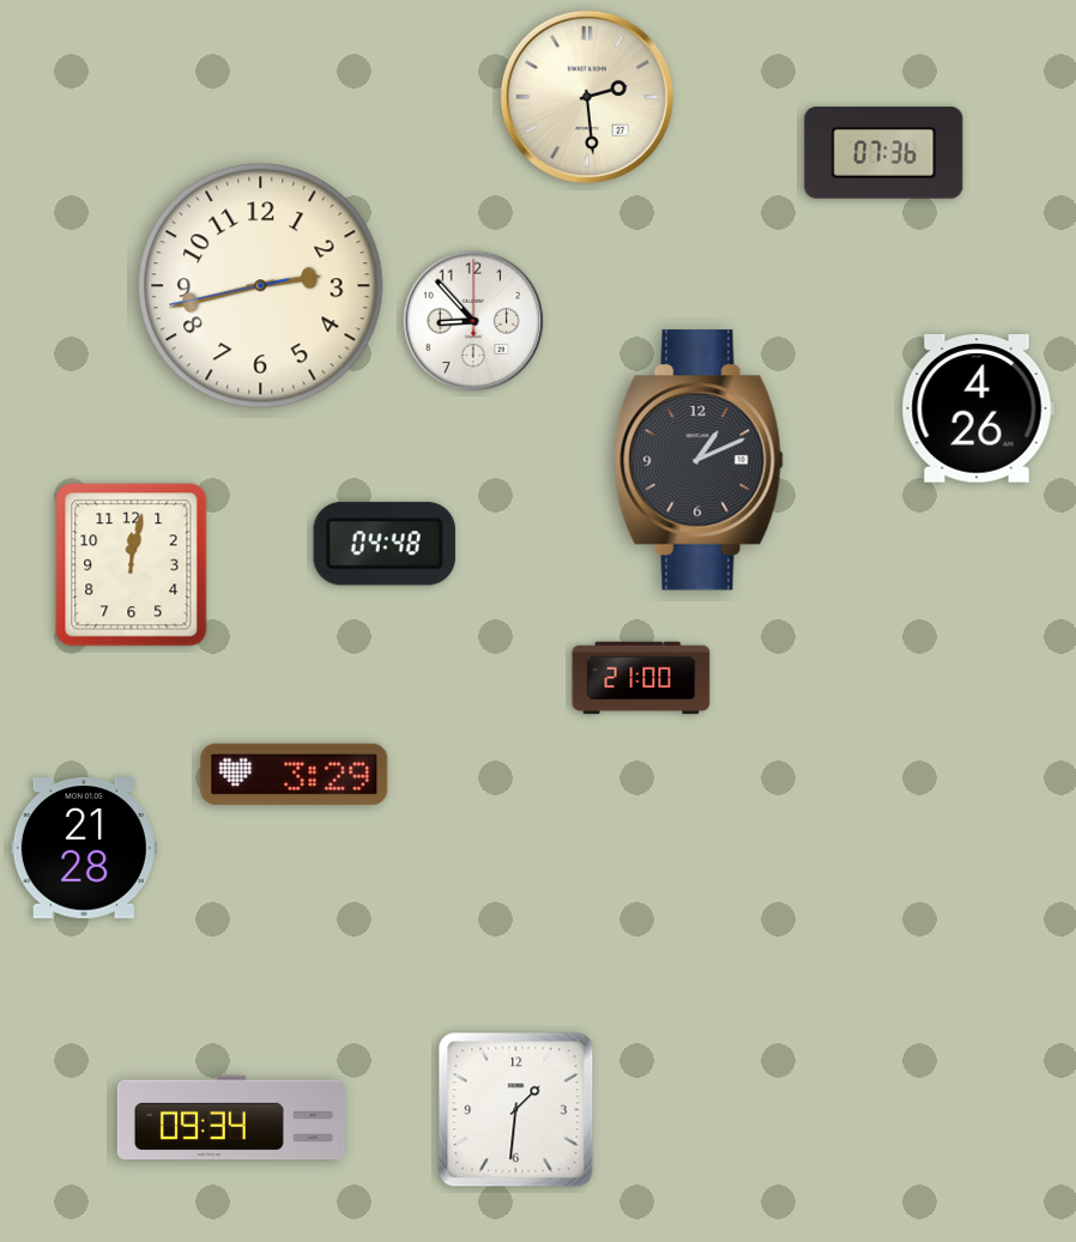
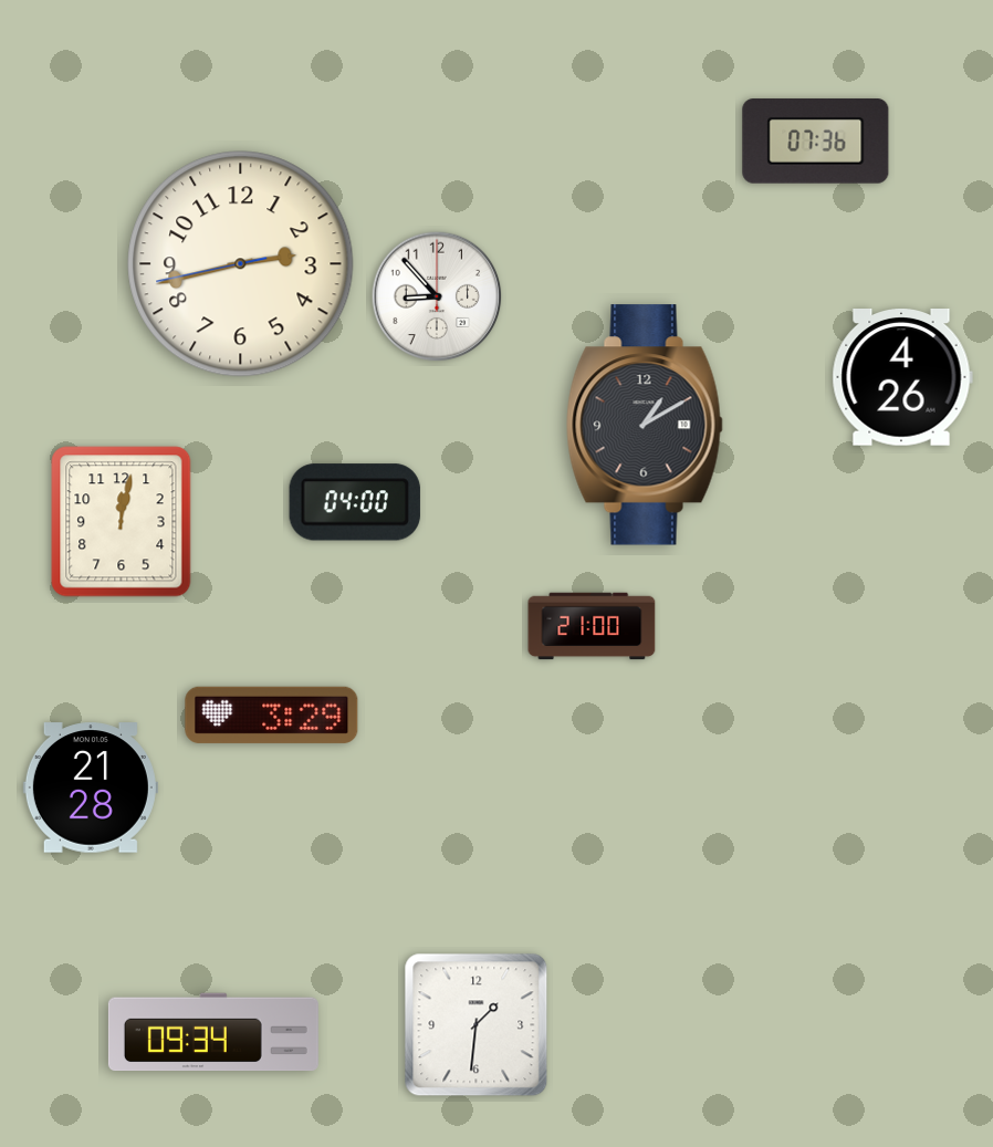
clock at (587, 97): 2:29 -> none
clock at (699, 460): 1:11 -> 1:10
clock at (385, 544): 04:48 -> 04:00
clock at (84, 848) position: (84, 848) -> (91, 788)
